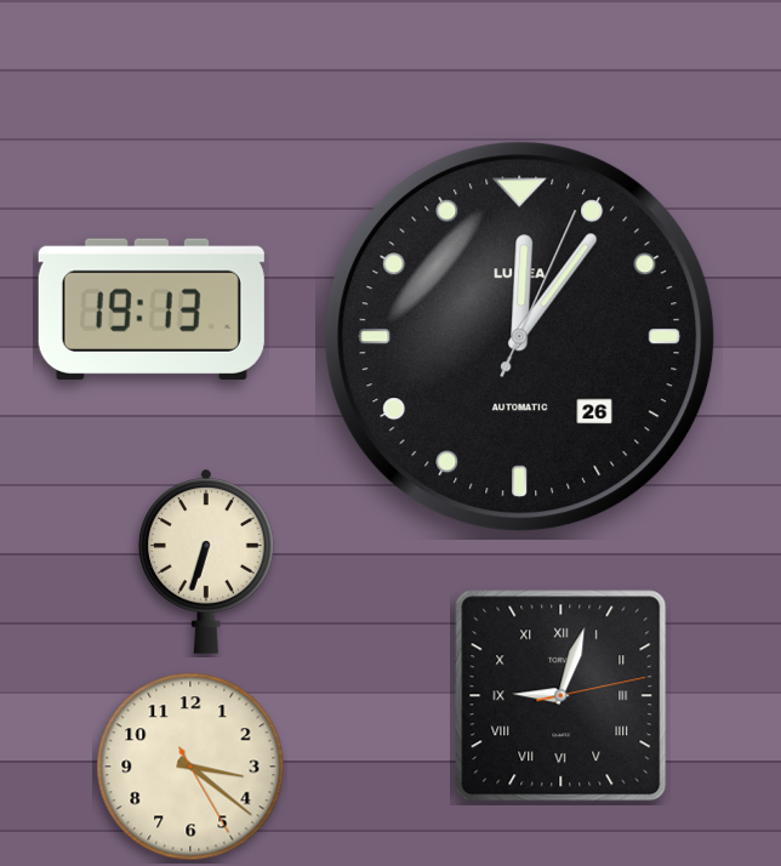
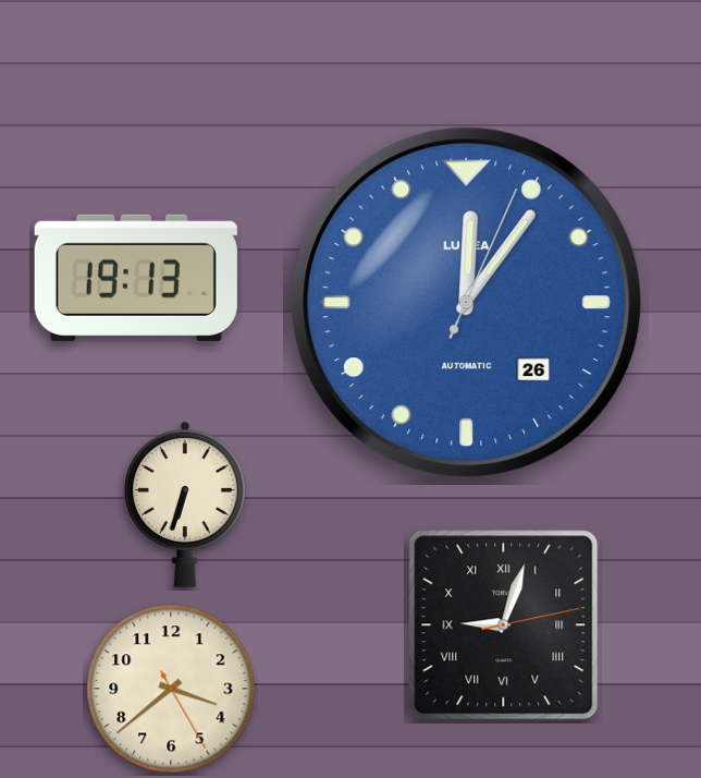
clock at (520, 337) dial: black -> blue
clock at (190, 767): 3:21 -> 3:38
